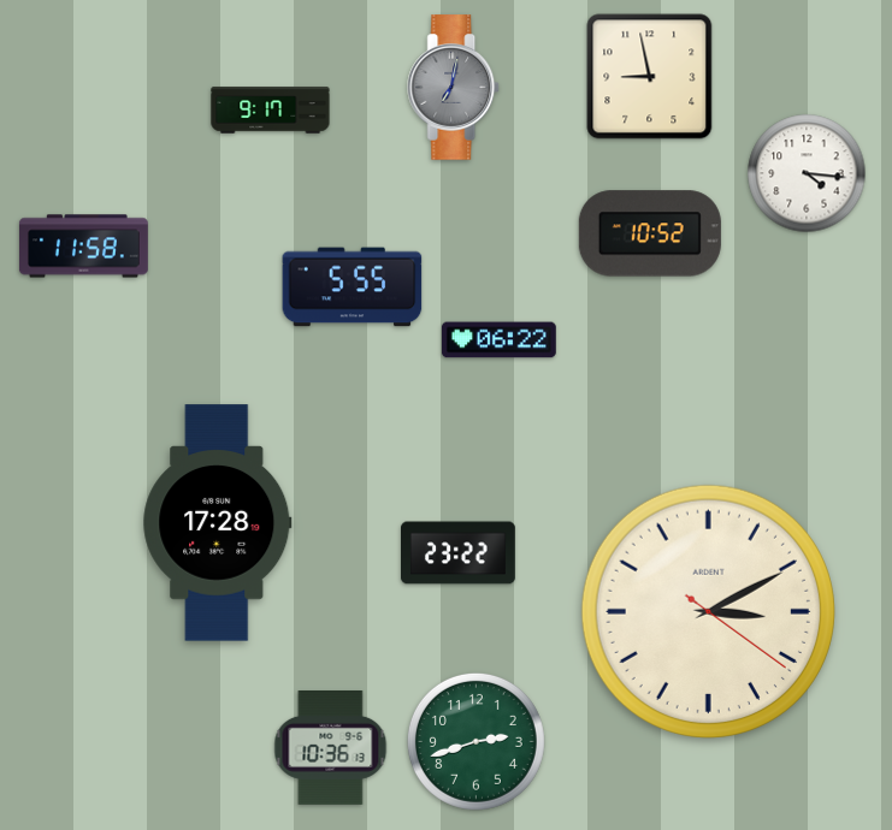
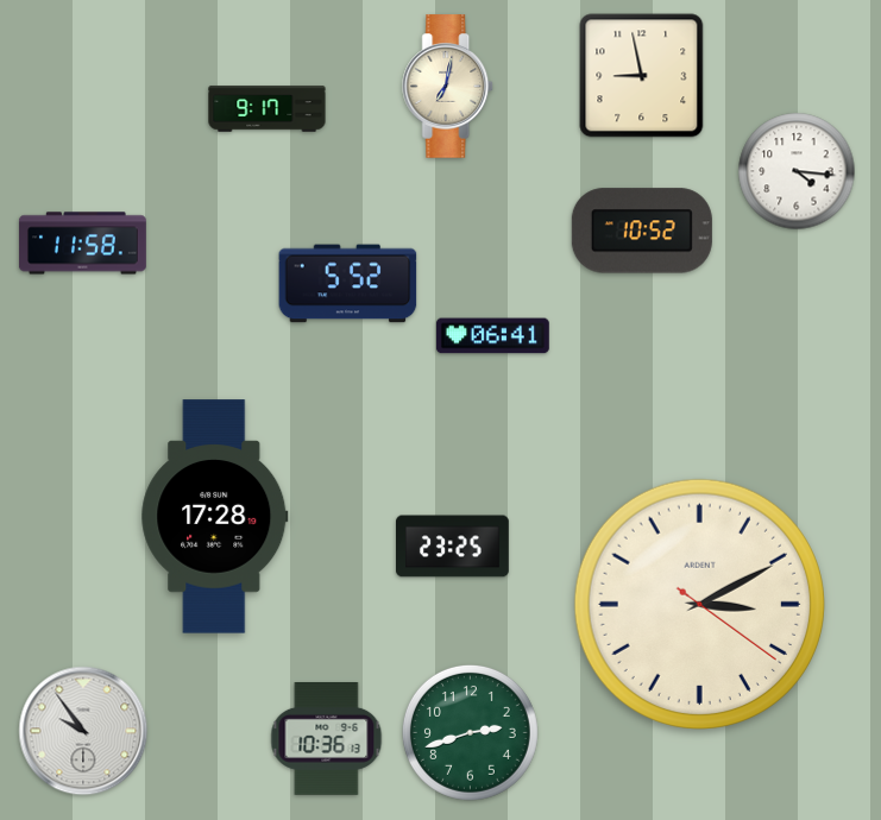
clock at (454, 88) dial: grey -> cream
clock at (353, 287): 5:55 -> 5:52
clock at (498, 340): 06:22 -> 06:41
clock at (459, 553): 23:22 -> 23:25
clock at (83, 731): none -> 9:54
